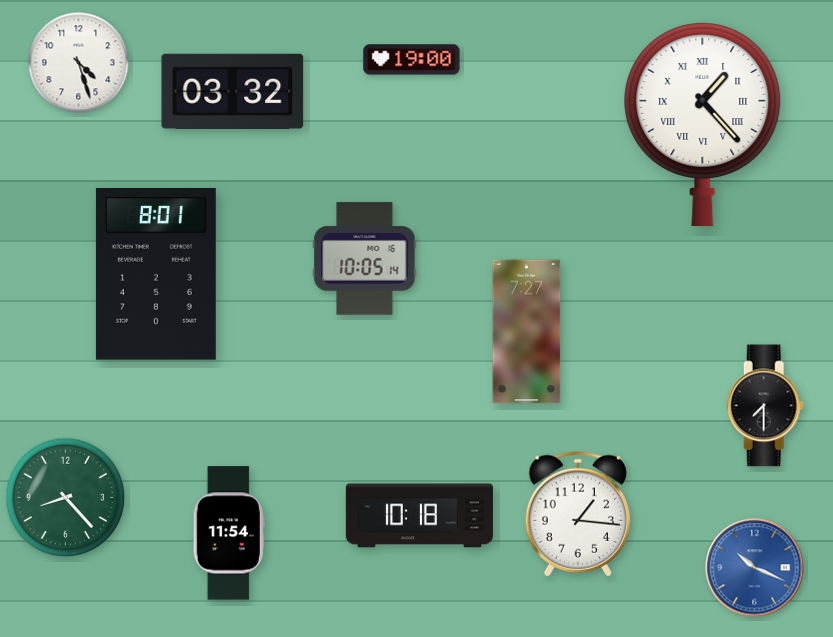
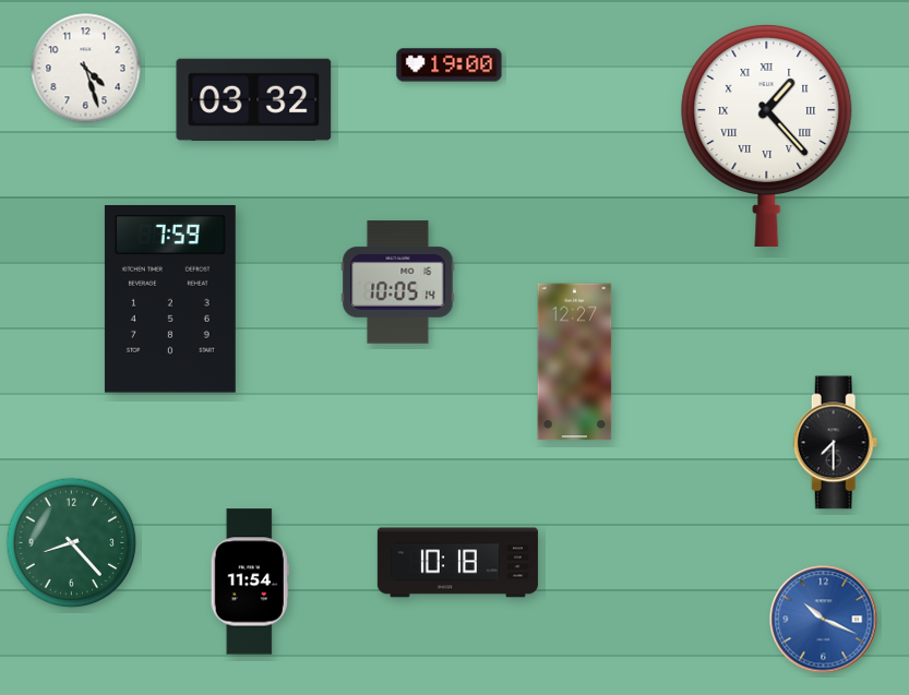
clock at (156, 275): 8:01 -> 7:59
clock at (527, 332): 7:27 -> 12:27
clock at (577, 514): 1:16 -> none
